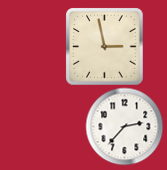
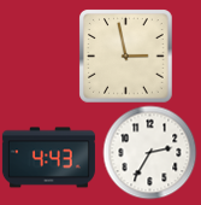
clock at (124, 126): 2:37 -> 2:35
clock at (48, 158): none -> 4:43
